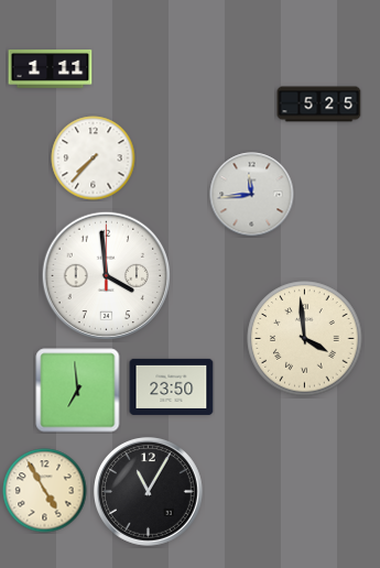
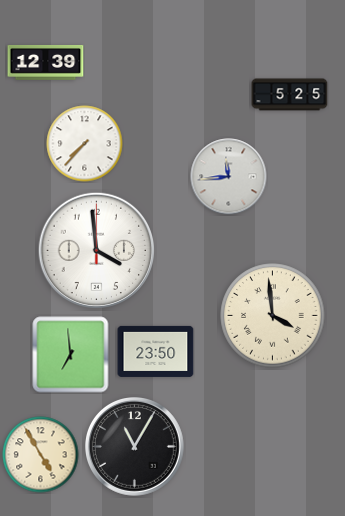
clock at (51, 68): 1:11 -> 12:39
clock at (305, 339) position: (305, 339) -> (273, 316)
clock at (45, 491) position: (45, 491) -> (41, 455)
